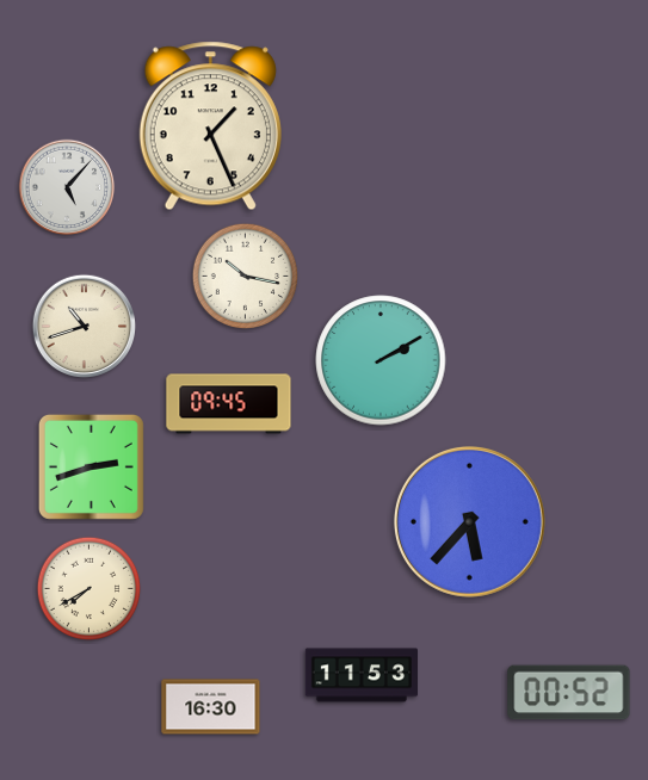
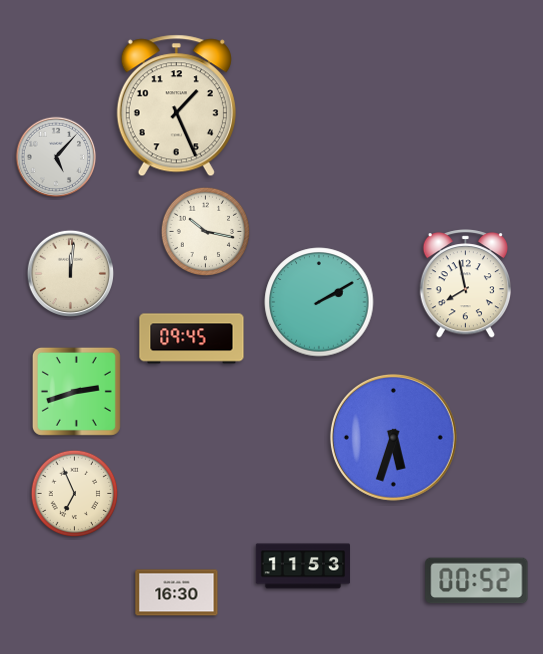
clock at (84, 326): 10:42 -> 12:01
clock at (465, 284): none -> 7:58
clock at (469, 521): 5:37 -> 5:33
clock at (90, 589): 7:40 -> 6:56
